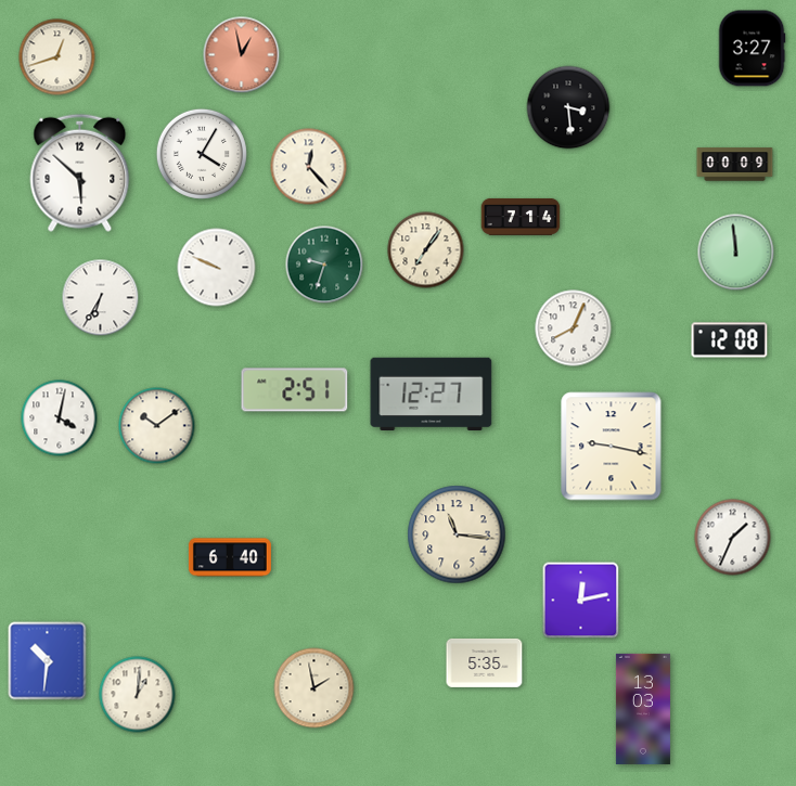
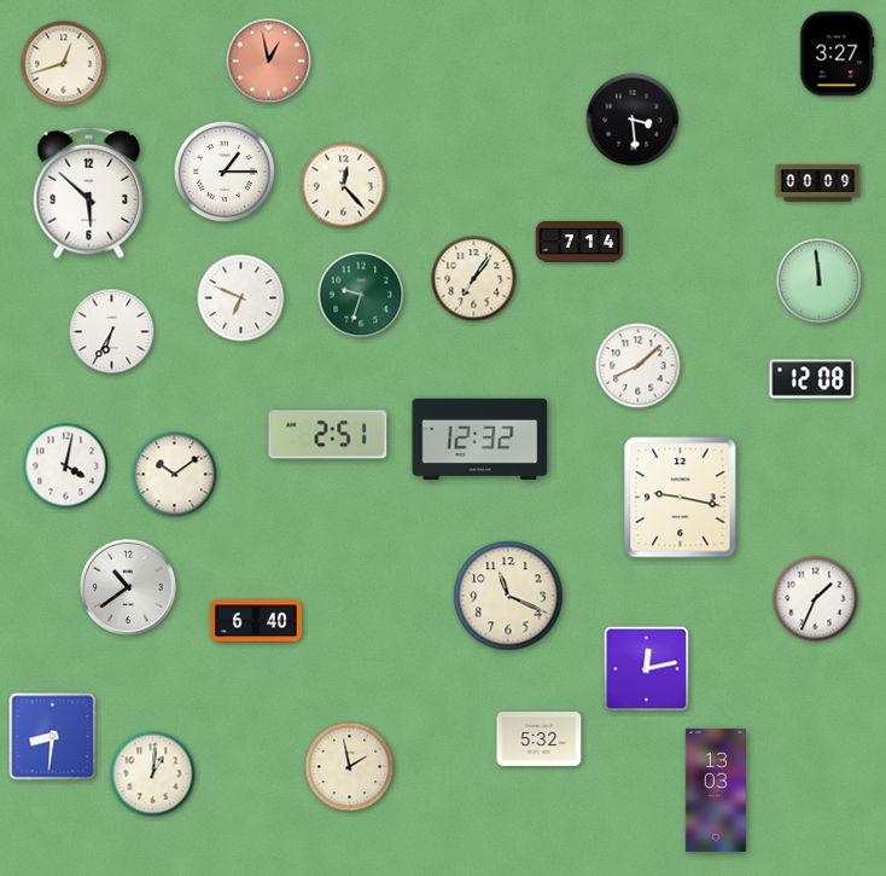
clock at (202, 154): 4:05 -> 1:15
clock at (217, 268): 9:49 -> 6:49
clock at (574, 328): 8:04 -> 8:08
clock at (432, 394): 12:27 -> 12:32
clock at (128, 587): none -> 10:39
clock at (457, 534): 11:16 -> 11:19
clock at (48, 661): 10:31 -> 8:31
clock at (485, 662): 5:35 -> 5:32
